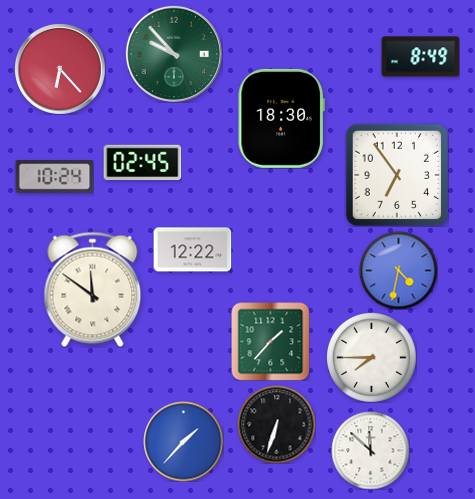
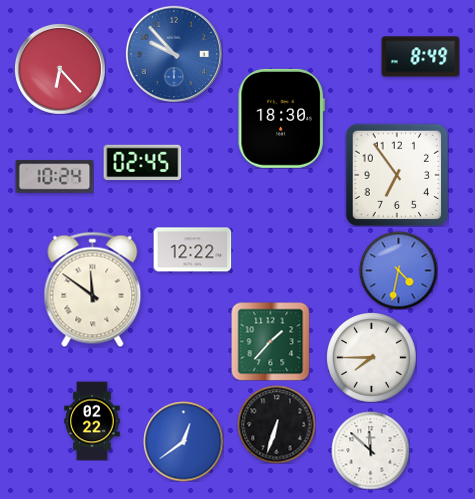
clock at (174, 54) dial: green -> blue
clock at (92, 421): none -> 02:22
clock at (183, 441): 1:37 -> 12:39
